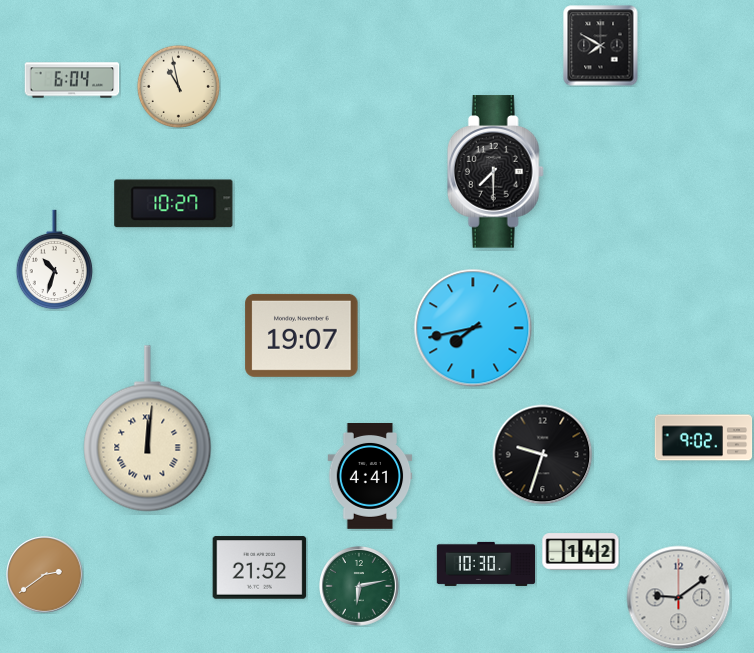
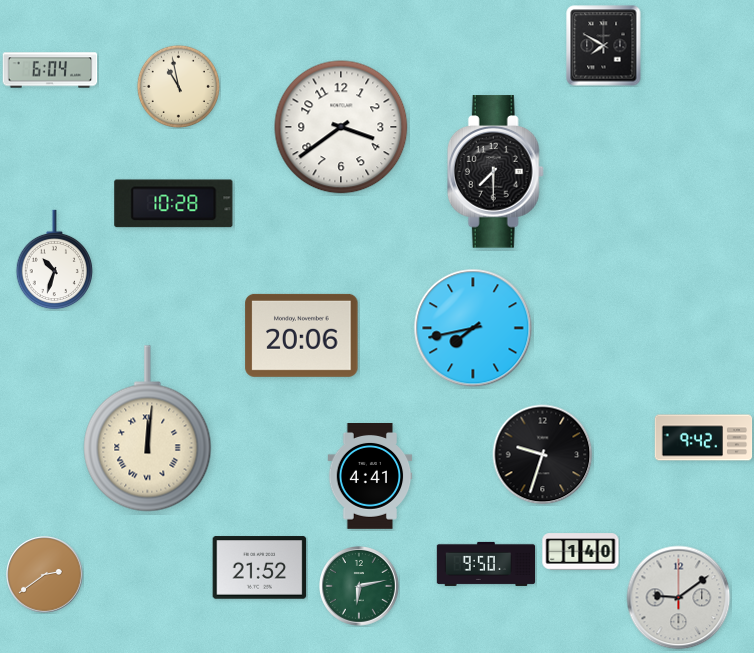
clock at (601, 46) position: (601, 46) -> (604, 46)
clock at (72, 80) position: (72, 80) -> (50, 70)
clock at (341, 127): none -> 3:39
clock at (174, 204): 10:27 -> 10:28
clock at (302, 335): 19:07 -> 20:06
clock at (704, 438): 9:02 -> 9:42
clock at (581, 552): 1:42 -> 1:40
clock at (486, 564): 10:30 -> 9:50
